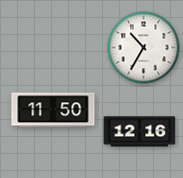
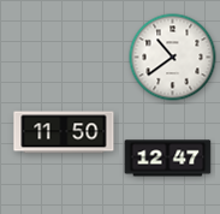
clock at (144, 48): 10:35 -> 10:39
clock at (140, 132): 12:16 -> 12:47
